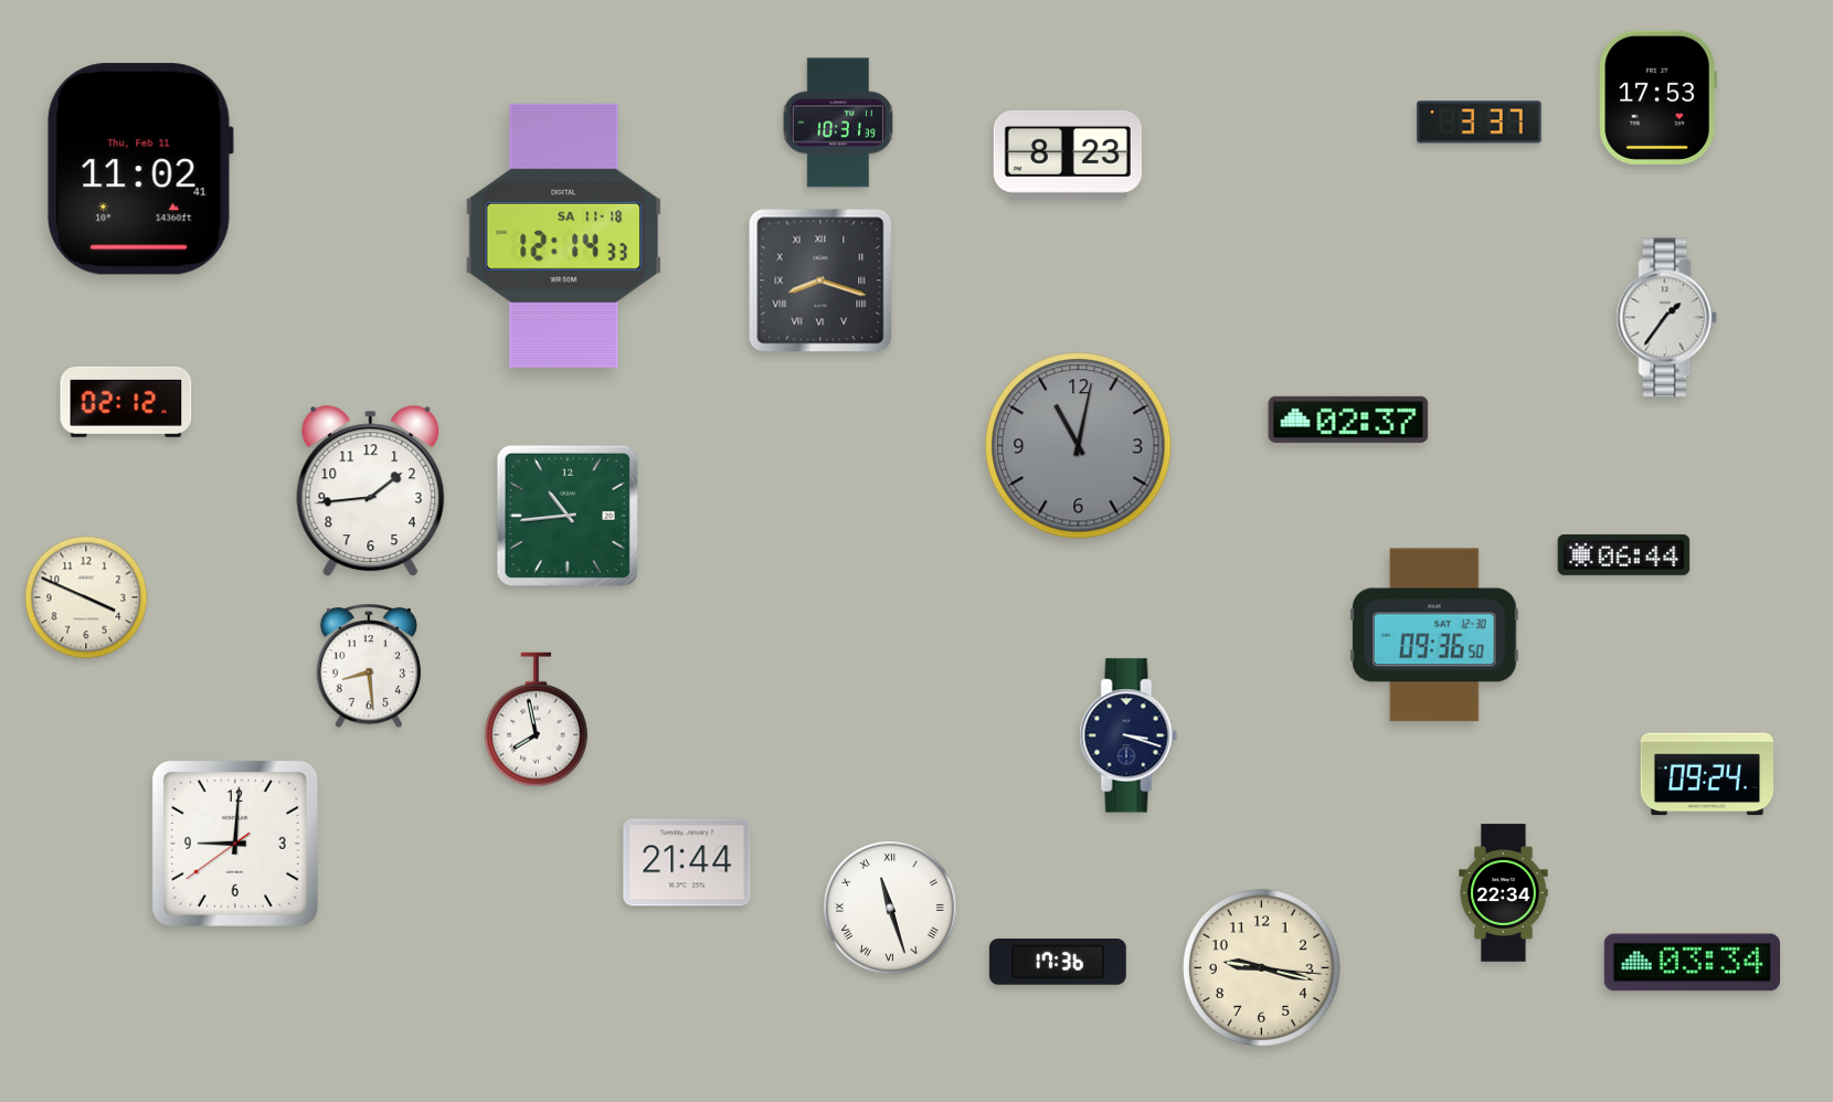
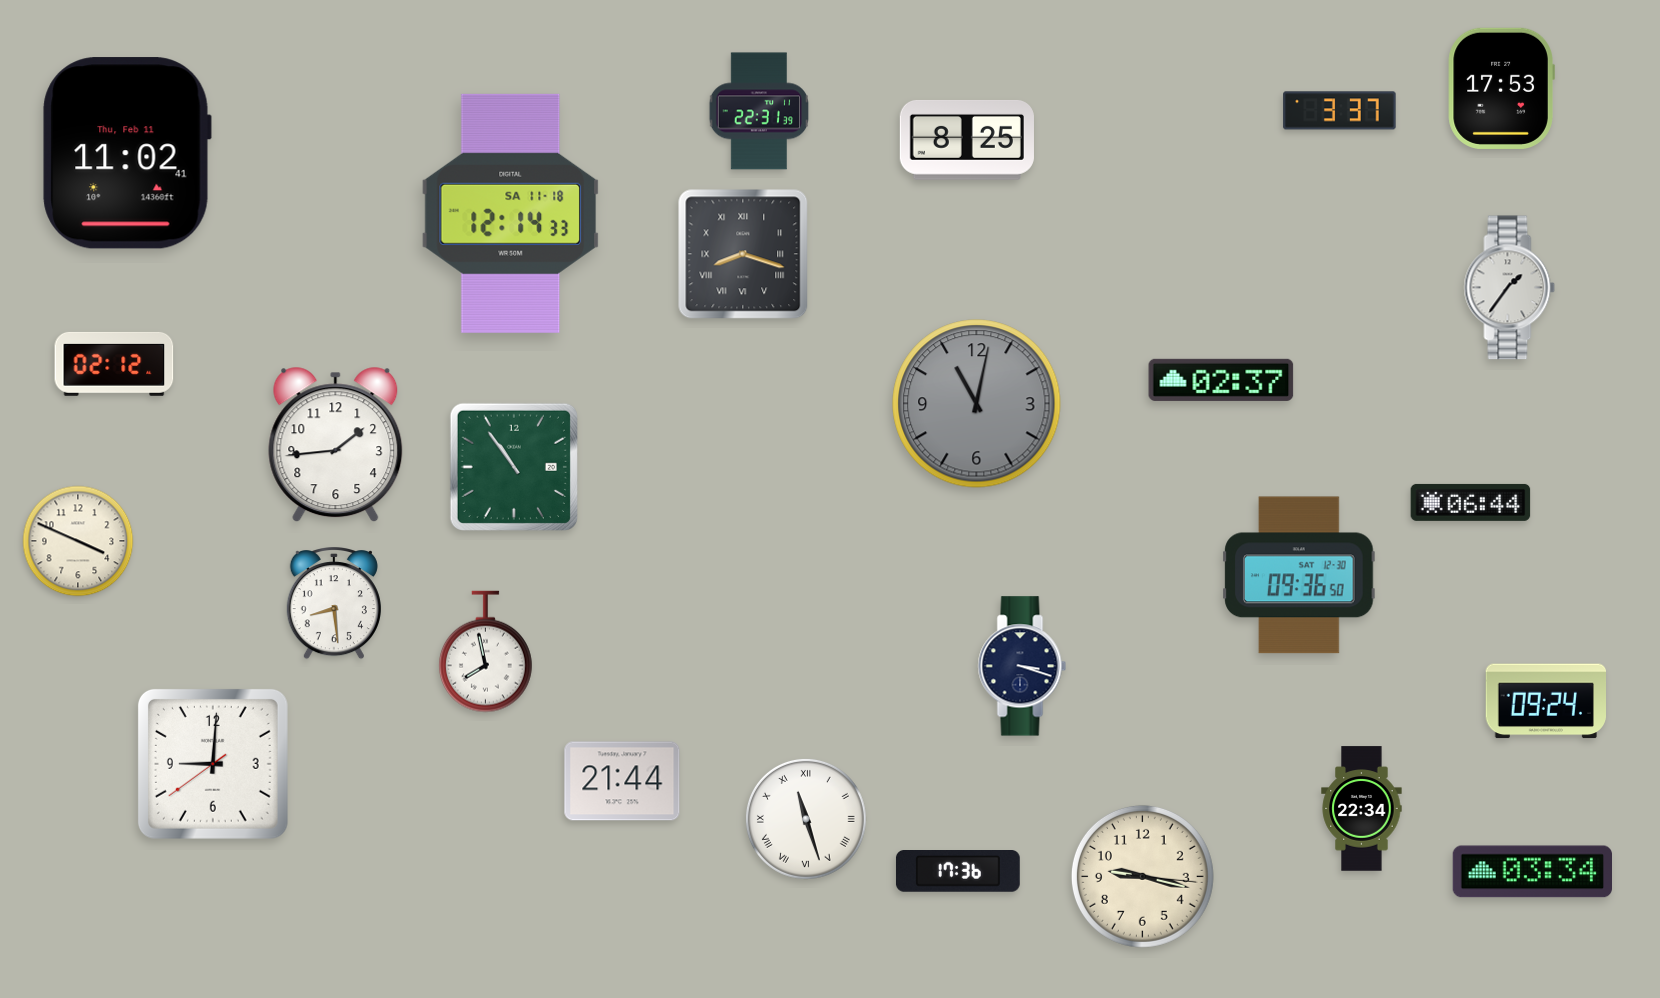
clock at (838, 123): 10:31 -> 22:31
clock at (1068, 155): 8:23 -> 8:25
clock at (568, 516): 10:44 -> 10:54
clock at (890, 908) position: (890, 908) -> (806, 819)
